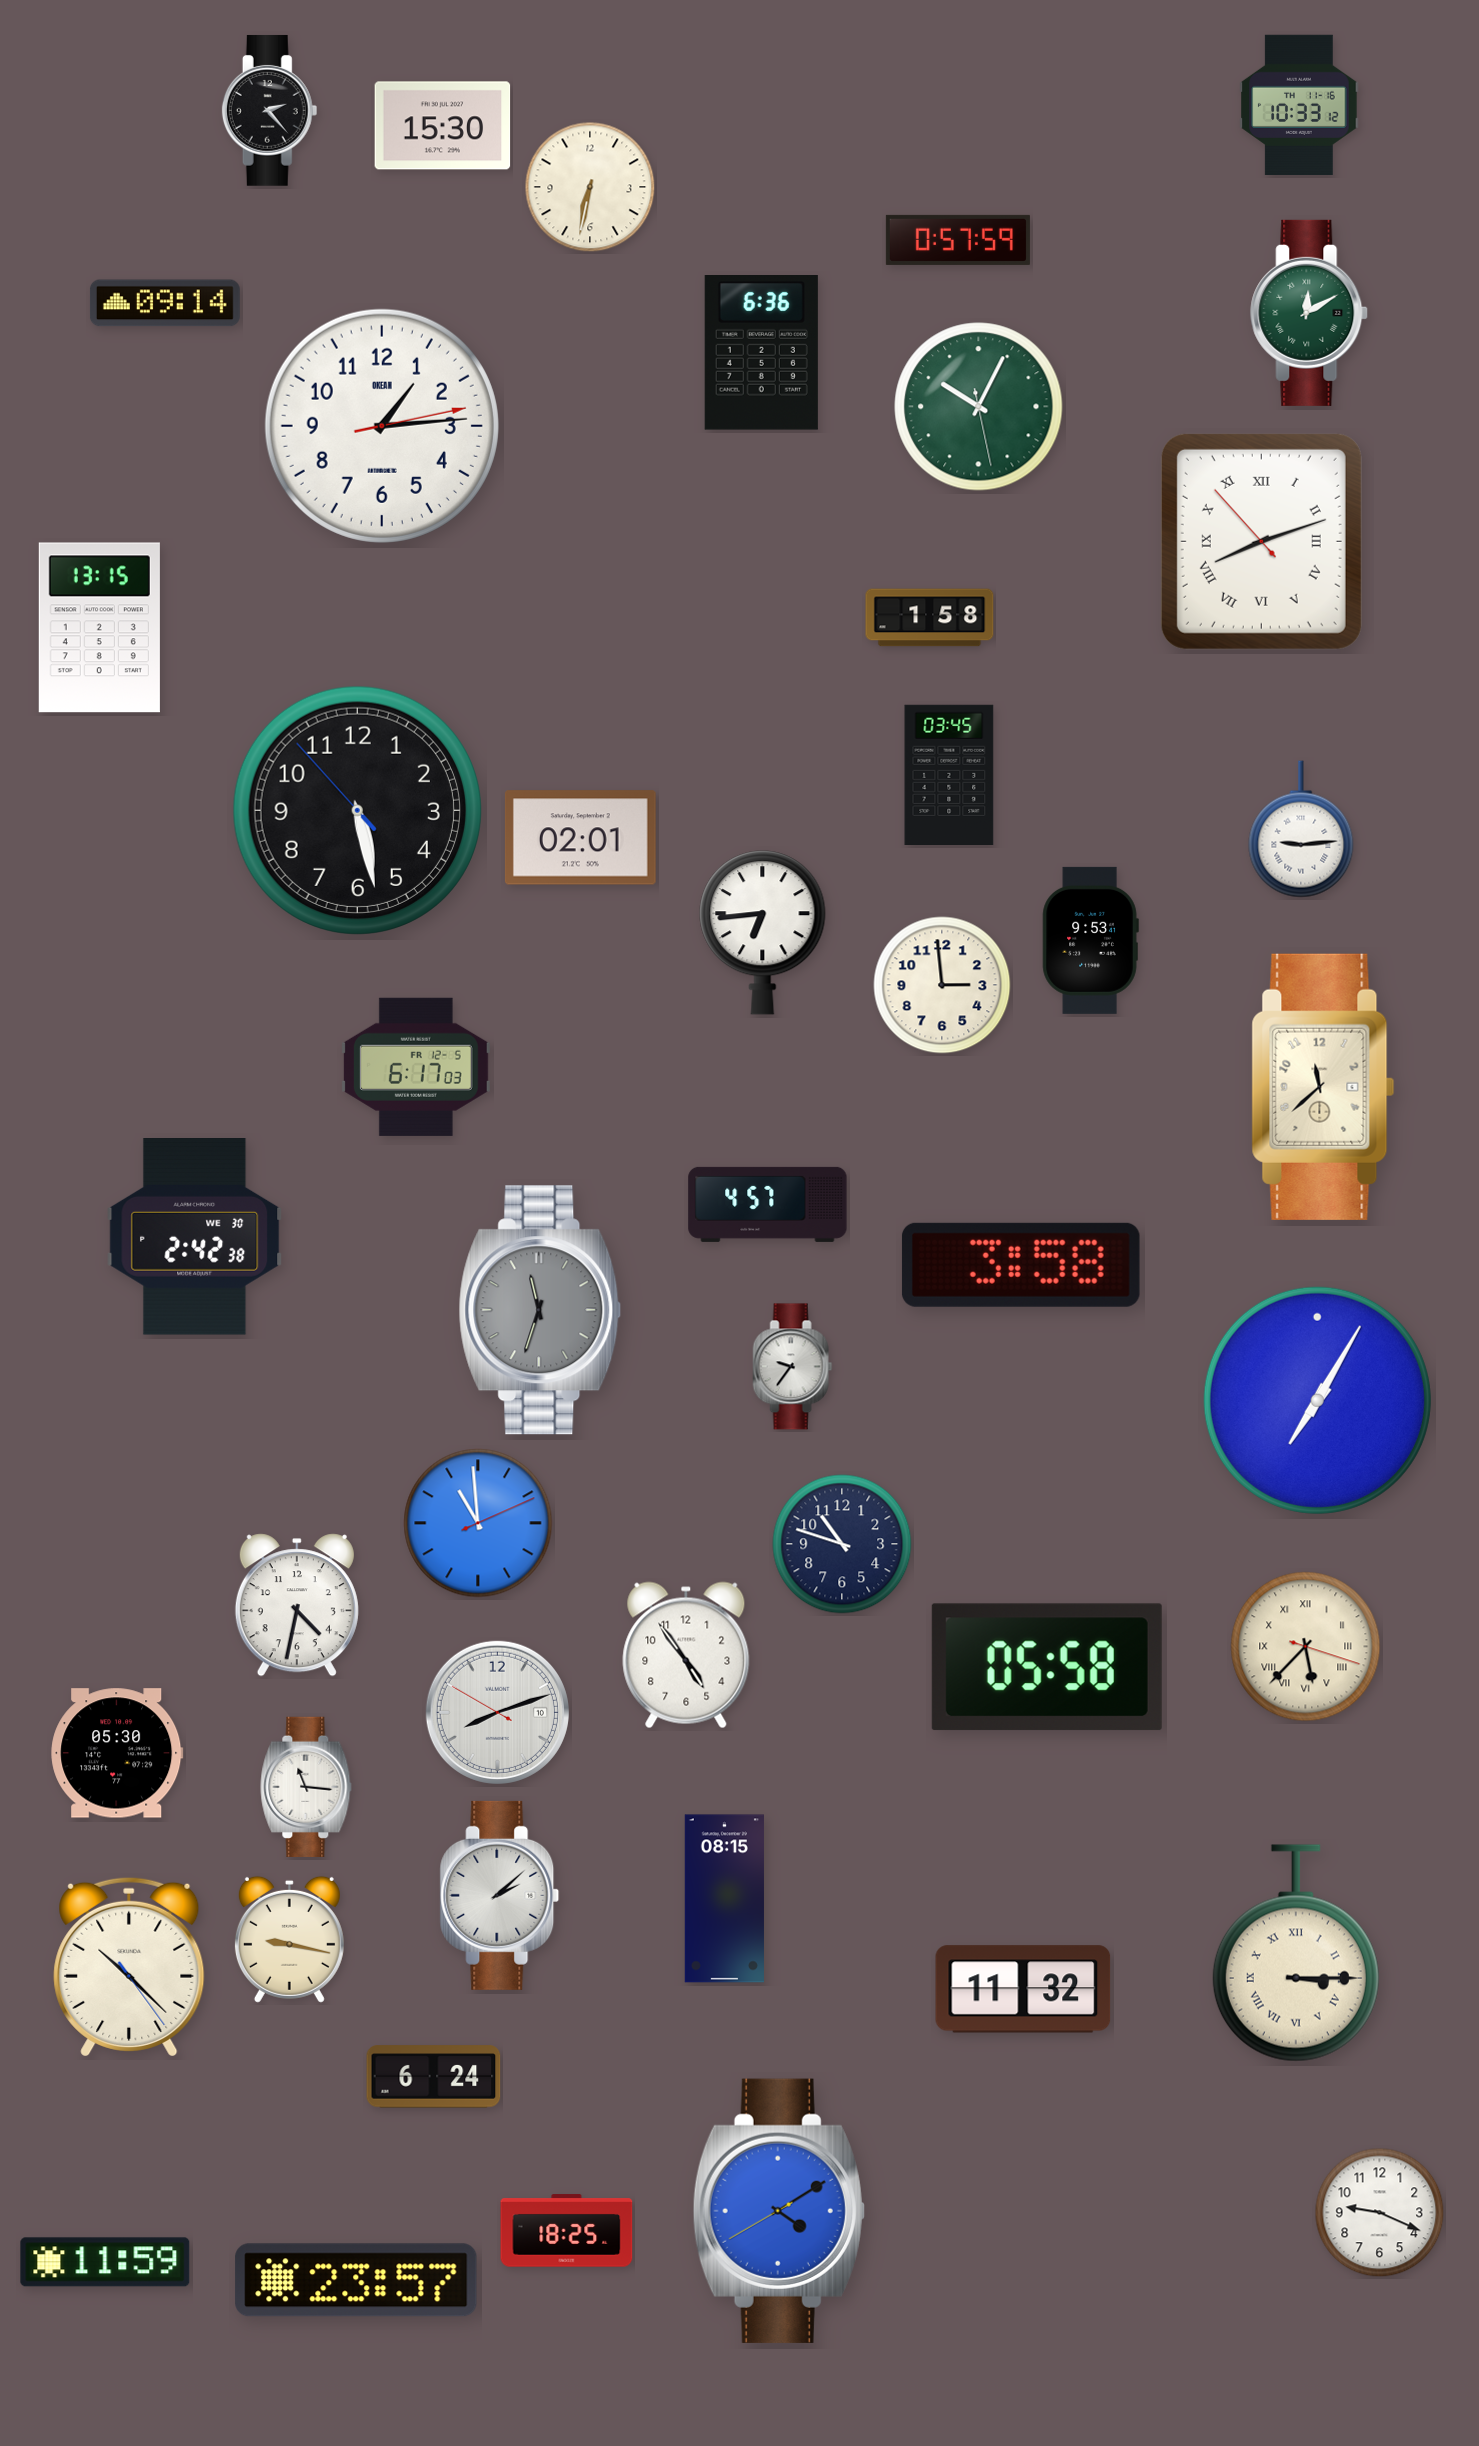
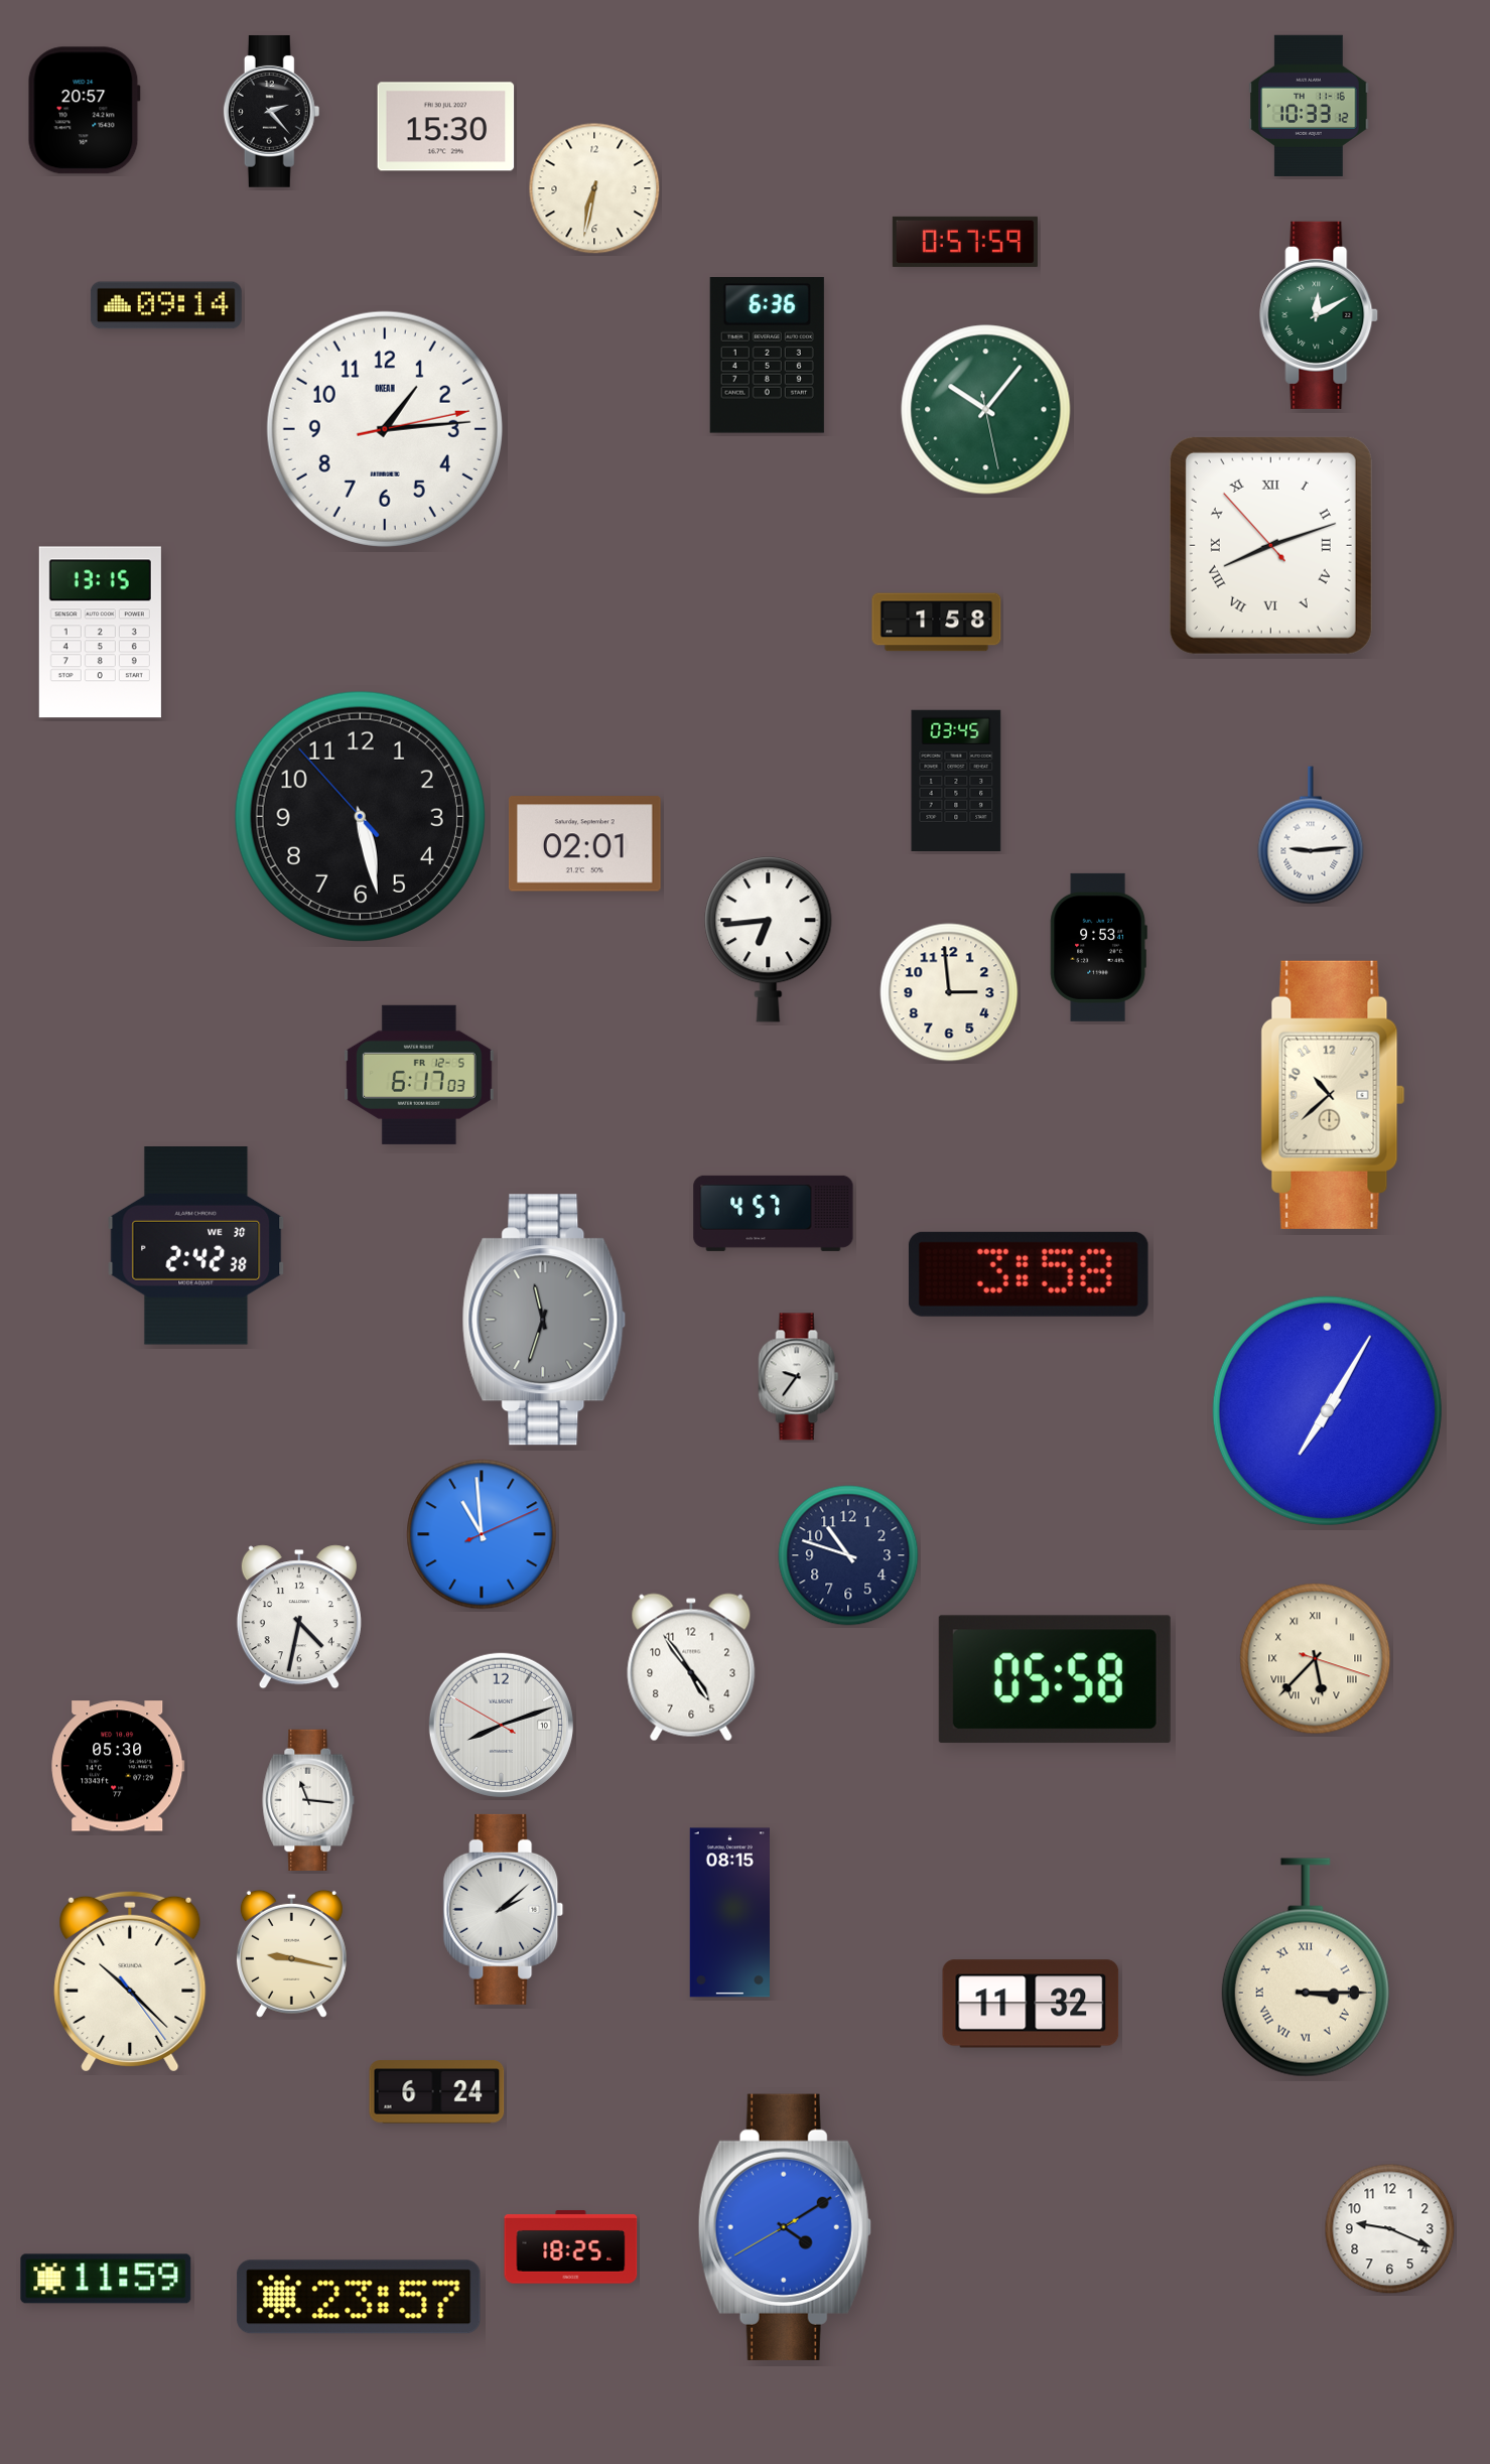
clock at (84, 111): none -> 20:57
clock at (979, 407): 10:04 -> 10:06
clock at (1323, 1087): 11:38 -> 10:38
